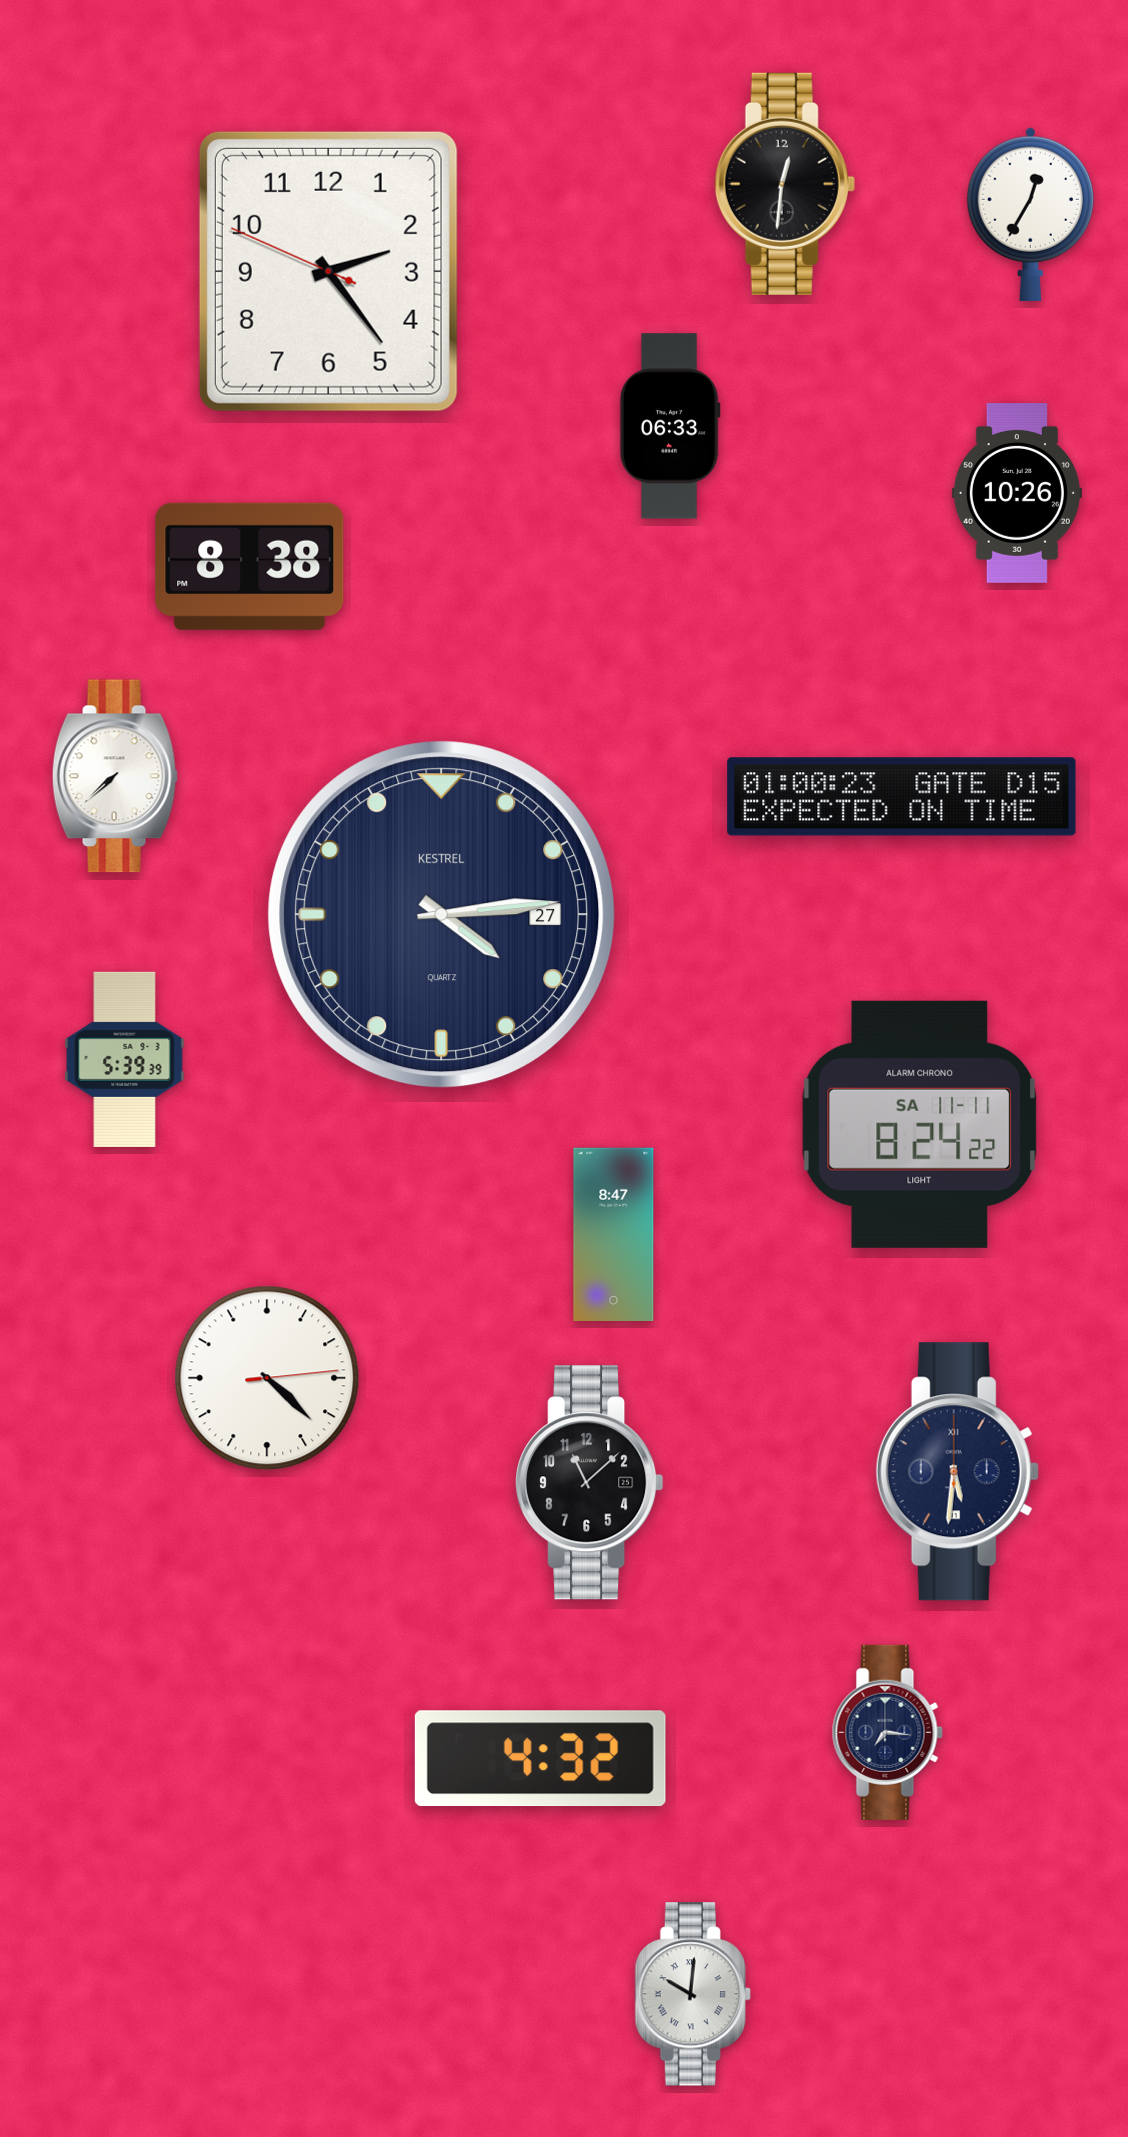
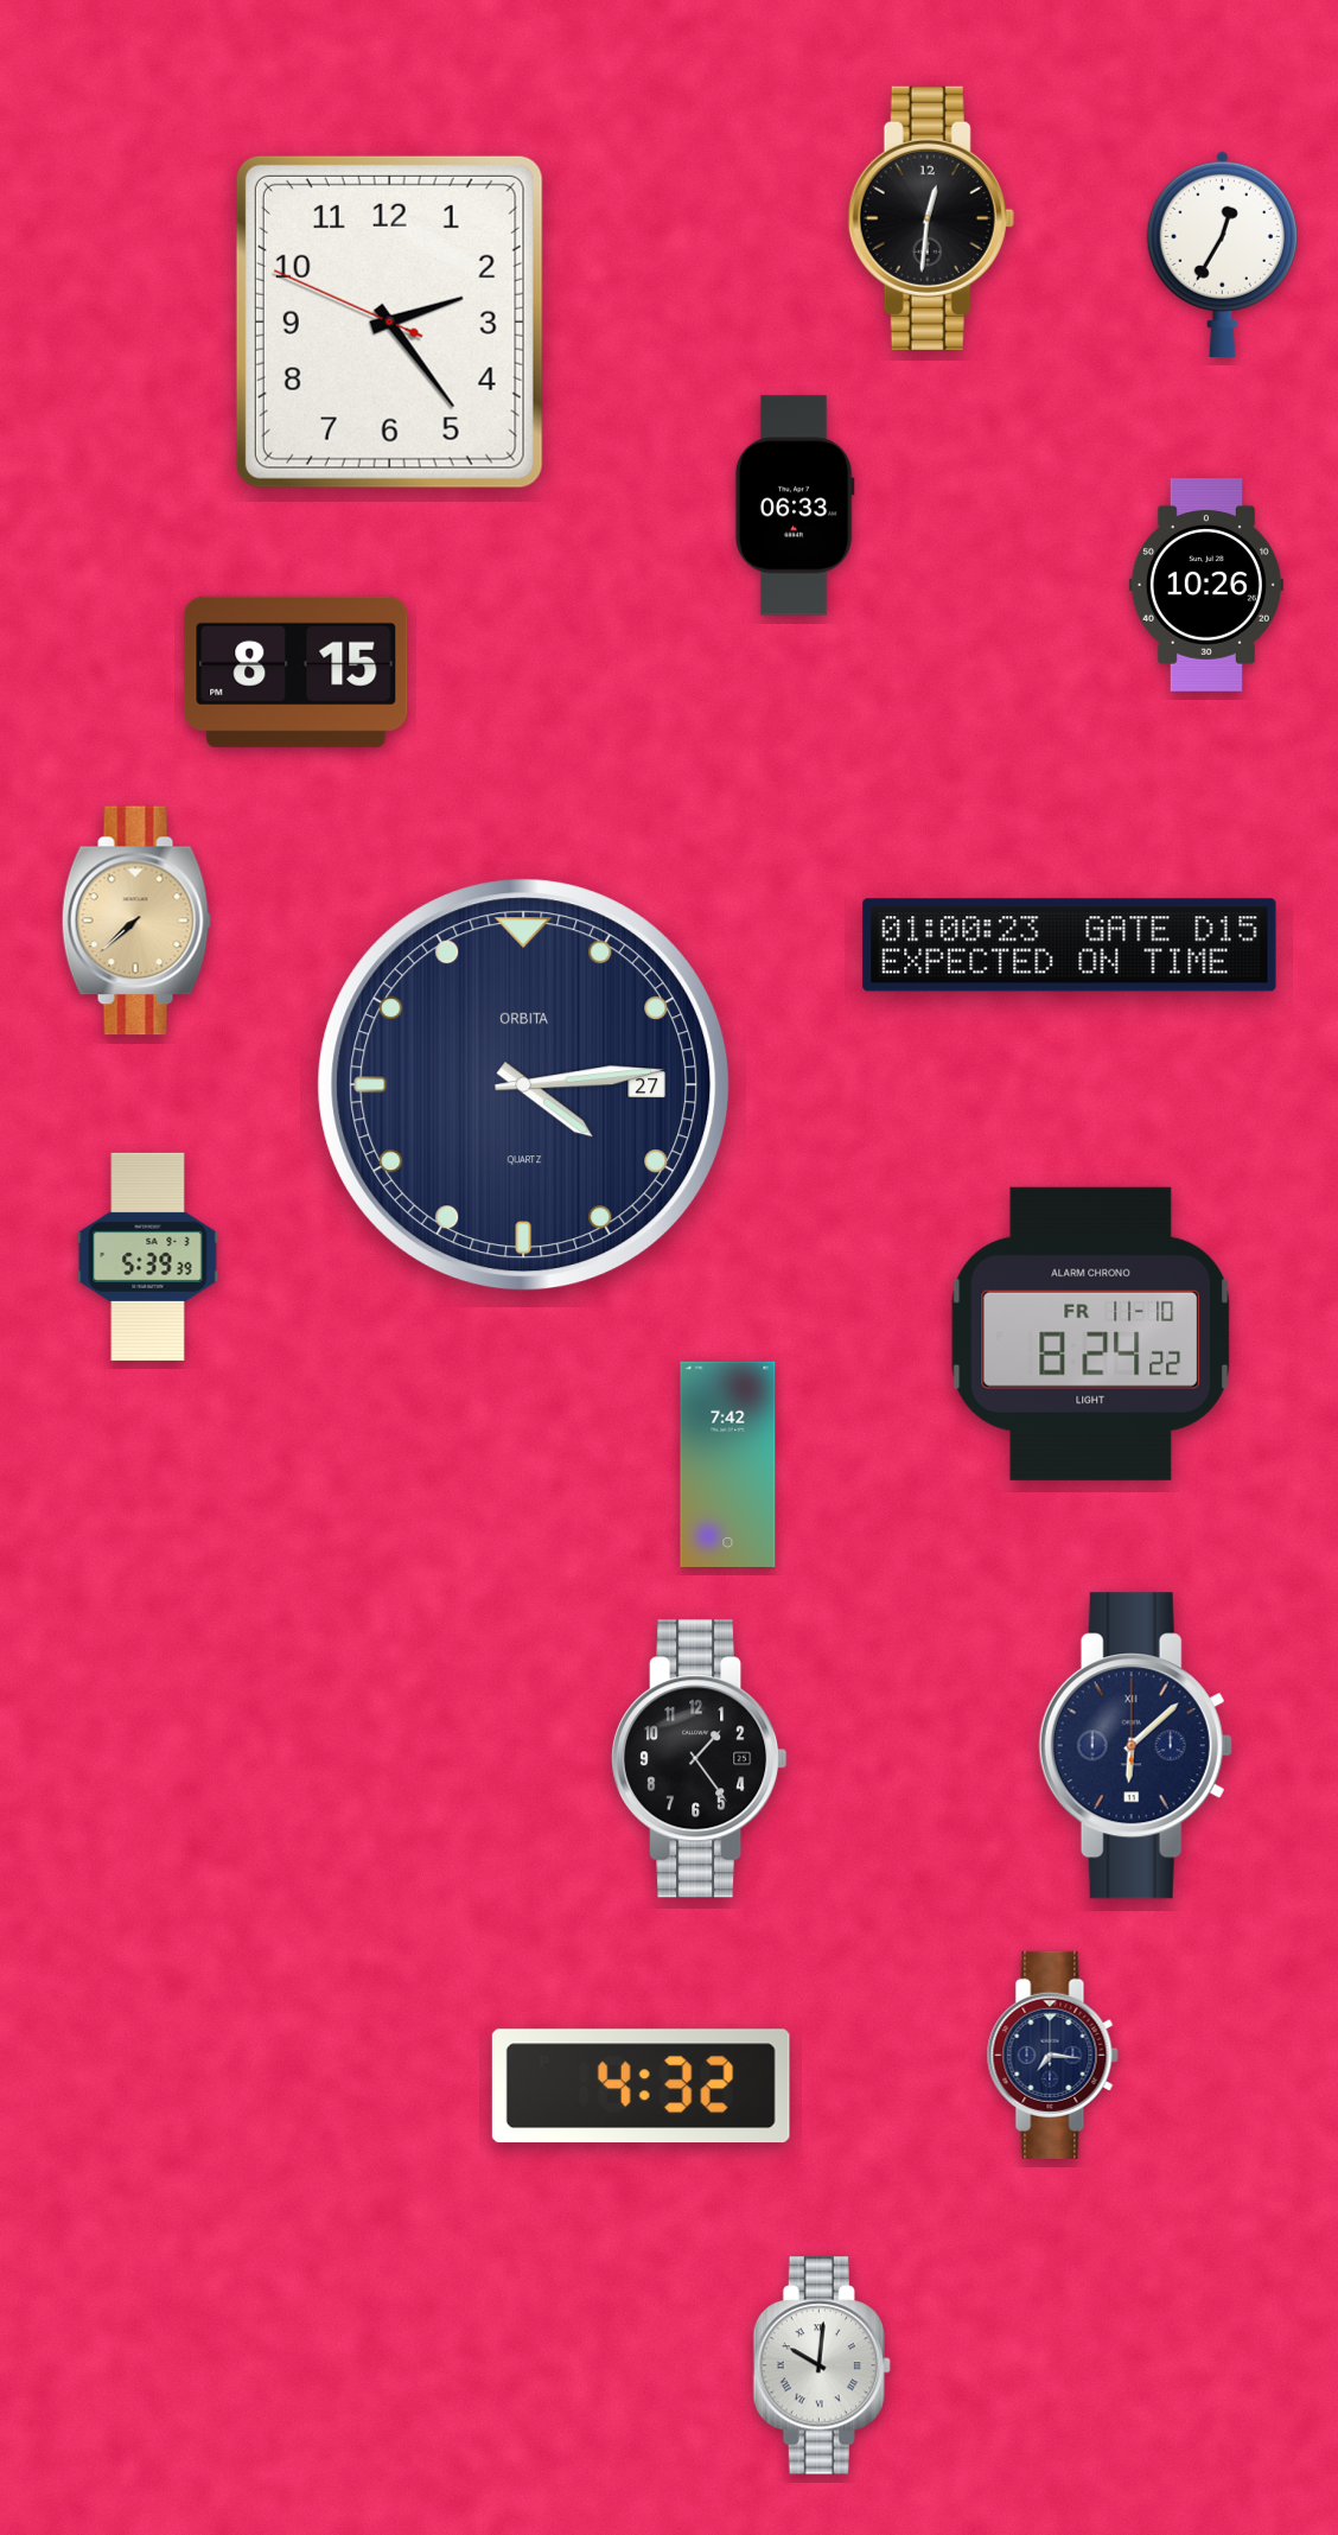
clock at (250, 566): 8:38 -> 8:15
clock at (115, 776) dial: white -> champagne
clock at (442, 915) brand: KESTREL -> ORBITA
clock at (920, 1124) date: SA 11-11 -> FR 11-10
clock at (614, 1234): 8:47 -> 7:42
clock at (267, 1378): 4:22 -> none
clock at (957, 1472): 5:31 -> 6:08
clock at (590, 1483): 11:08 -> 1:24
